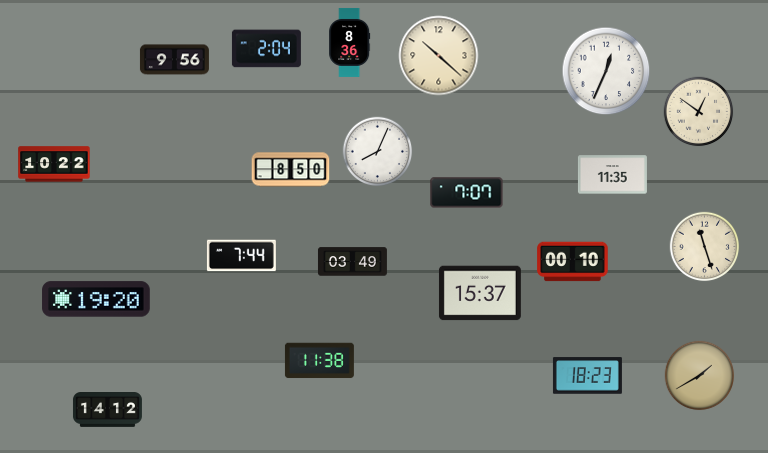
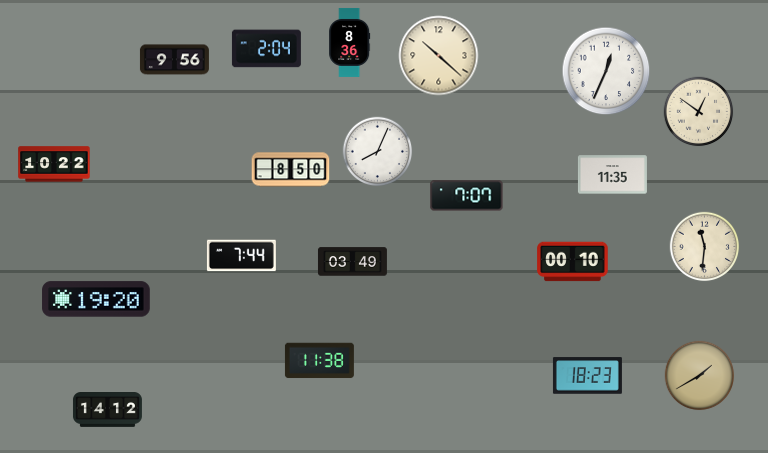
clock at (467, 193) position: (467, 193) -> (467, 196)
clock at (705, 247): 11:27 -> 11:31
clock at (480, 293): 15:37 -> none
